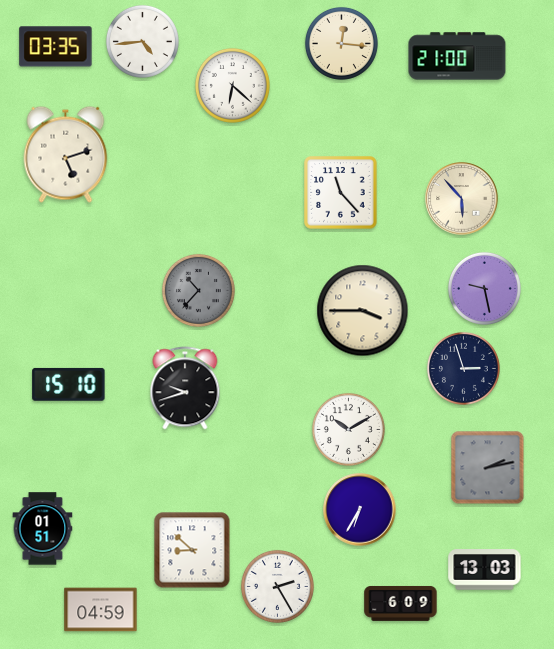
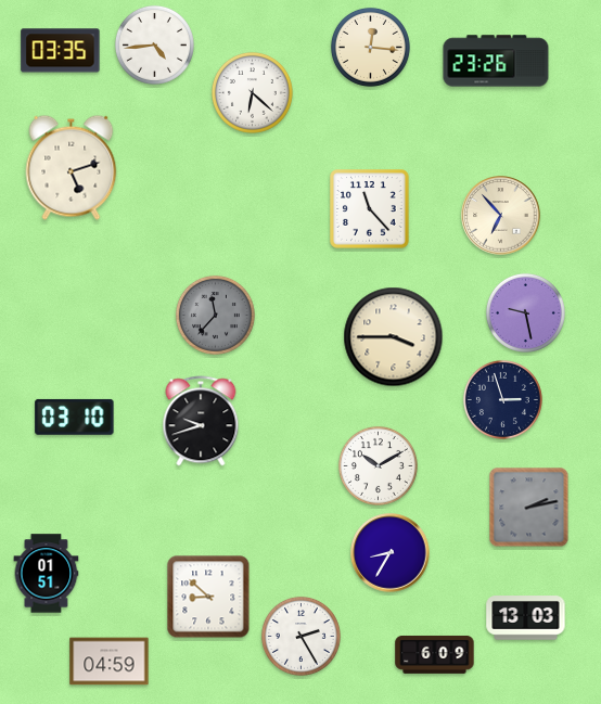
clock at (457, 56): 21:00 -> 23:26
clock at (462, 199): 5:53 -> 6:53
clock at (198, 290): 10:37 -> 11:37
clock at (69, 384): 15:10 -> 03:10
clock at (360, 510): 6:35 -> 8:35
